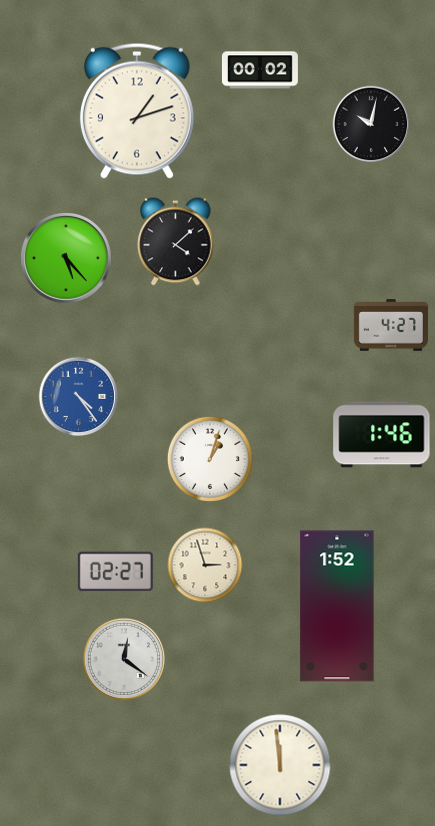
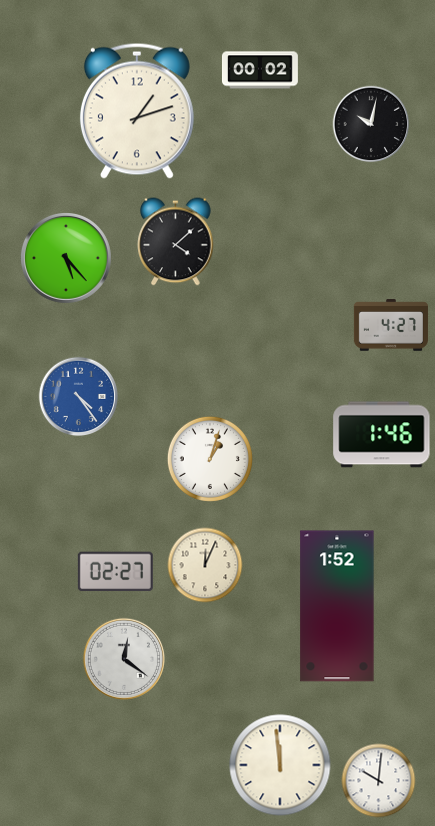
clock at (205, 565): 2:57 -> 12:04
clock at (379, 781): none -> 10:01
